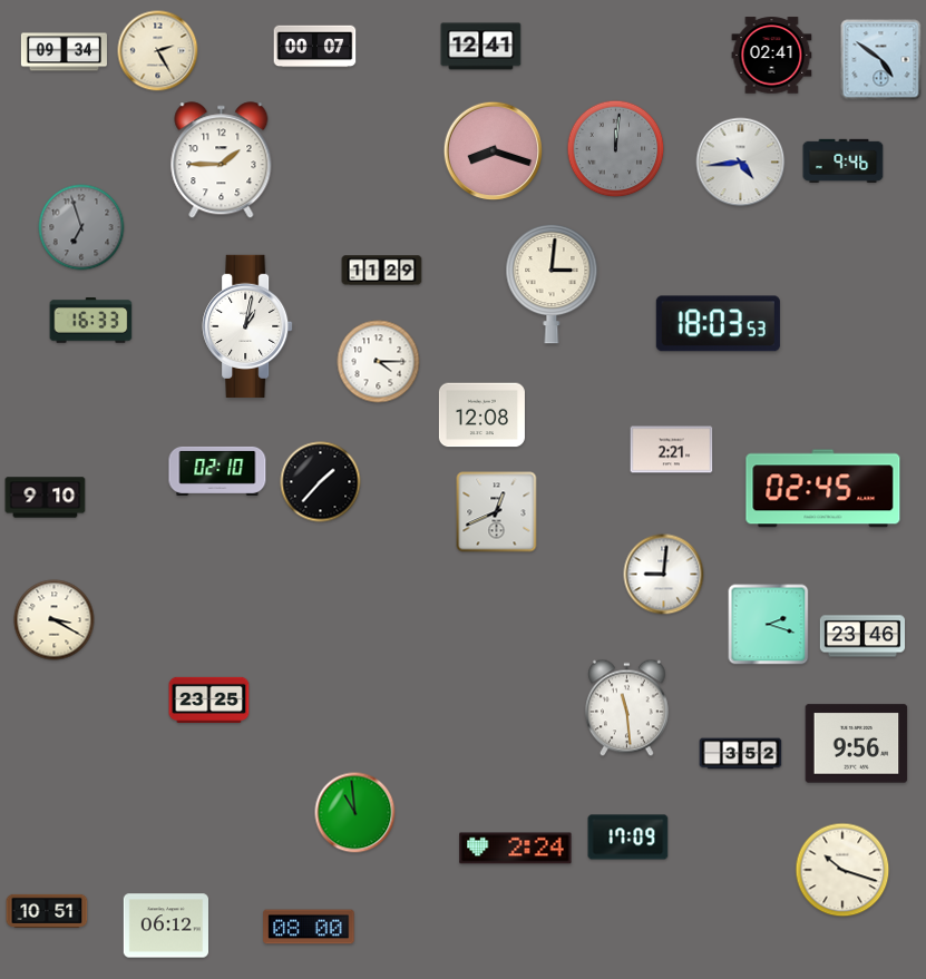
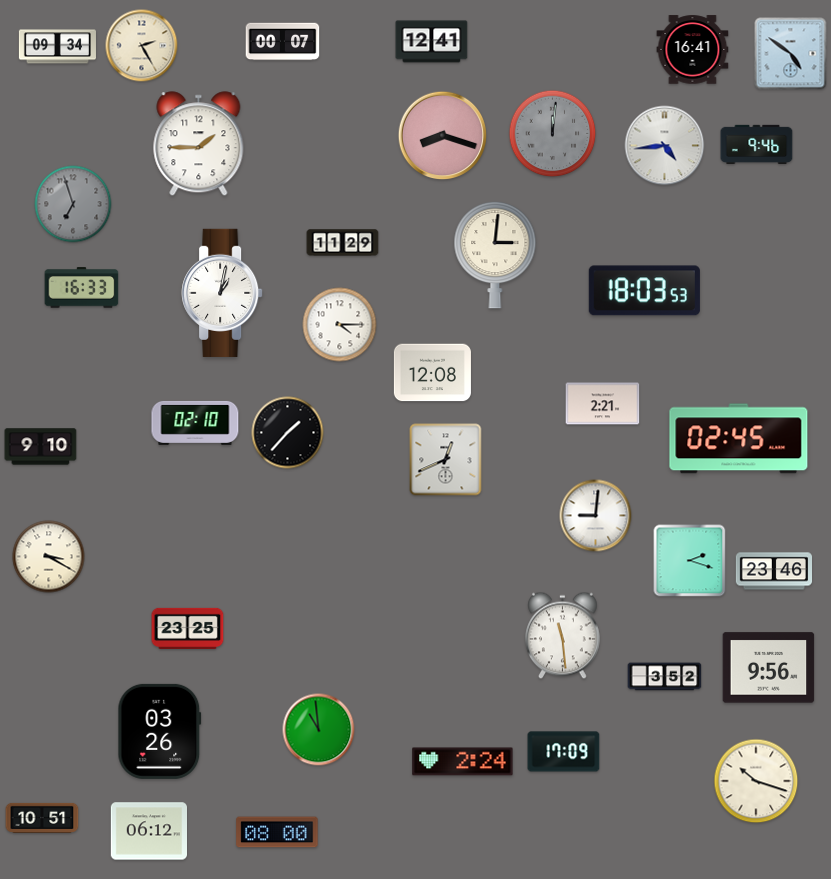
clock at (772, 56): 02:41 -> 16:41
clock at (160, 731): none -> 03:26
